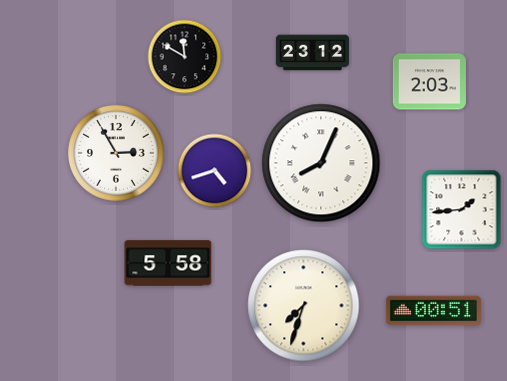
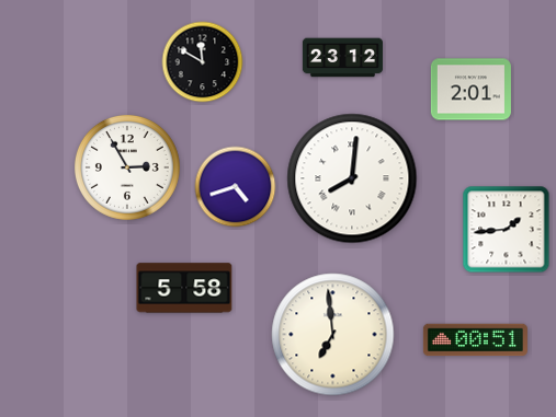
clock at (429, 82): 2:03 -> 2:01
clock at (321, 163): 8:04 -> 8:01
clock at (304, 306): 7:33 -> 6:59
